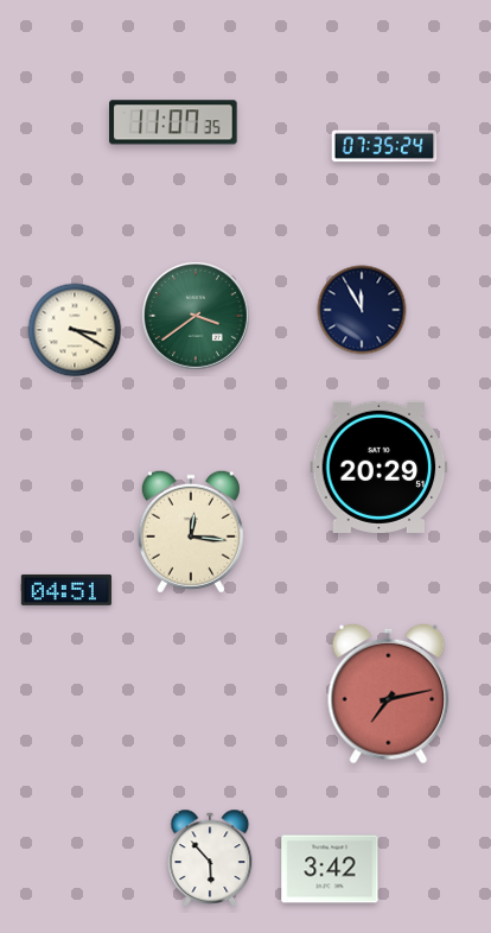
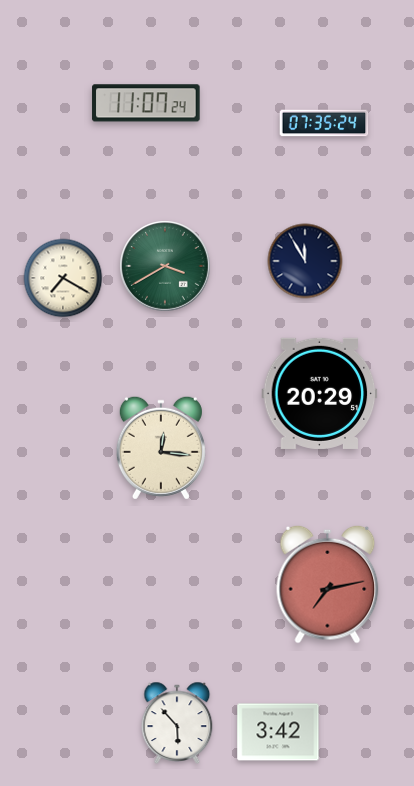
clock at (173, 122): 11:07:35 -> 11:07:24
clock at (196, 316): 3:39 -> 3:40
clock at (75, 330): 3:20 -> 7:20
clock at (66, 590): 04:51 -> none
